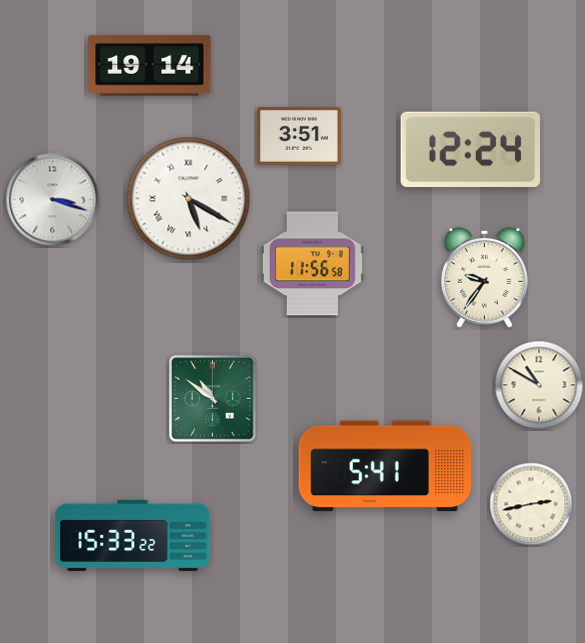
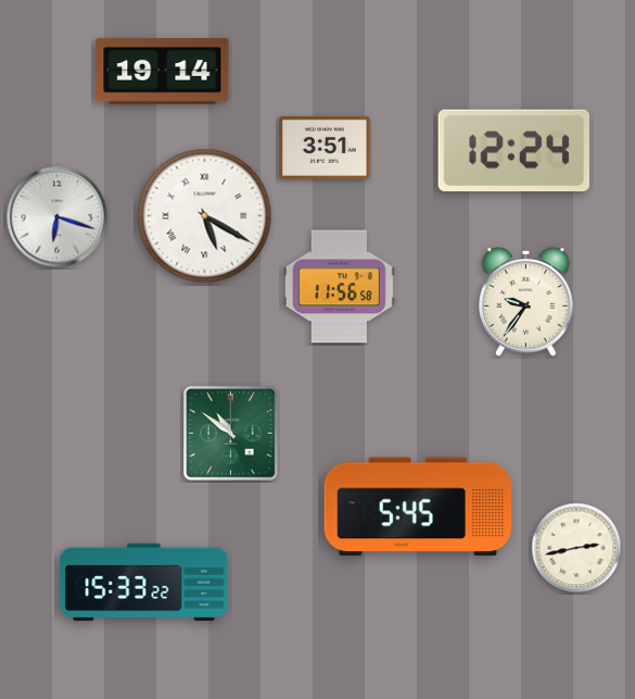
clock at (470, 150) position: (470, 150) -> (513, 151)
clock at (53, 200): 3:18 -> 6:18
clock at (539, 385): 10:50 -> none
clock at (385, 466): 5:41 -> 5:45
